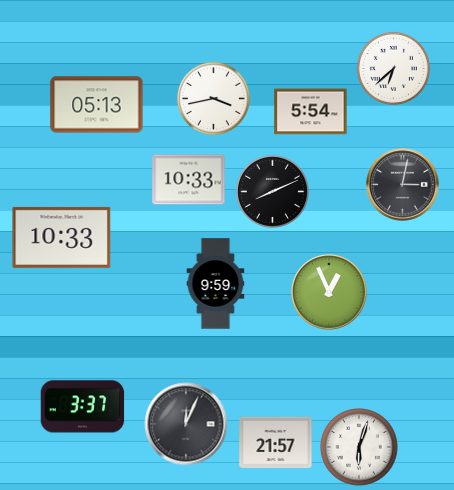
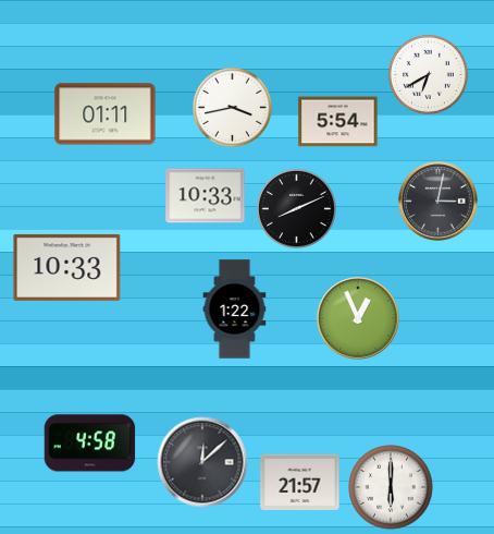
clock at (393, 68): 6:38 -> 6:40
clock at (97, 105): 05:13 -> 01:11
clock at (62, 237) position: (62, 237) -> (67, 267)
clock at (216, 284): 9:59 -> 1:22
clock at (83, 407): 3:37 -> 4:58
clock at (186, 424): 12:04 -> 12:08
clock at (359, 447): 6:03 -> 6:00
